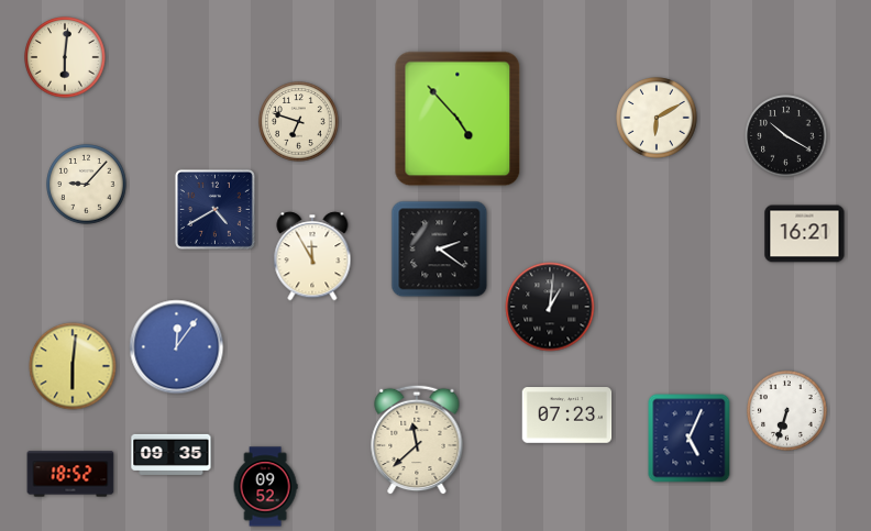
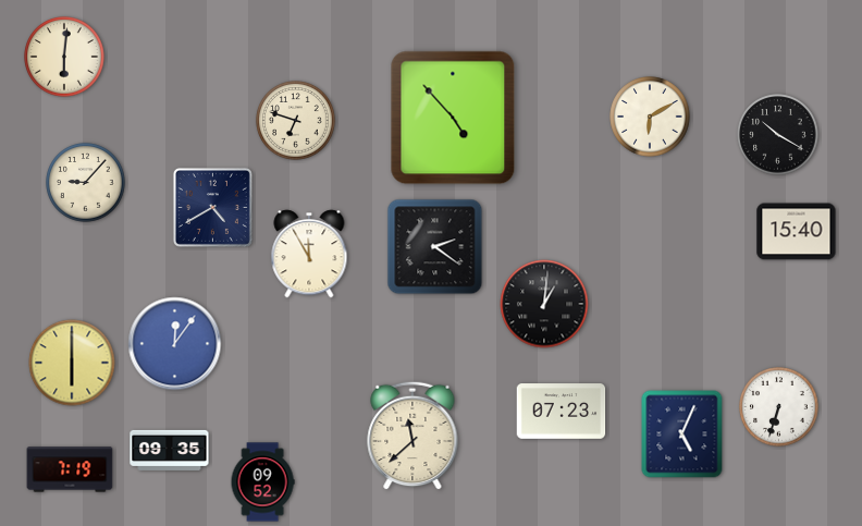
clock at (805, 234): 16:21 -> 15:40
clock at (73, 366): 6:01 -> 6:00
clock at (70, 474): 18:52 -> 7:19
